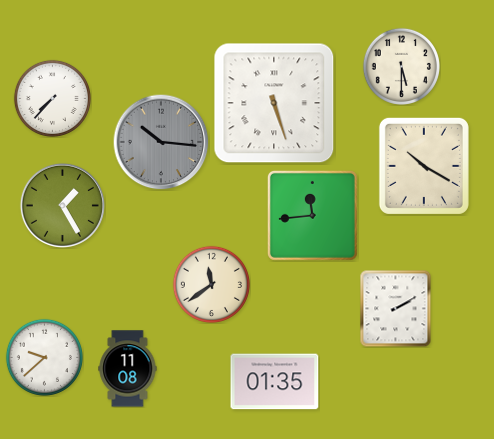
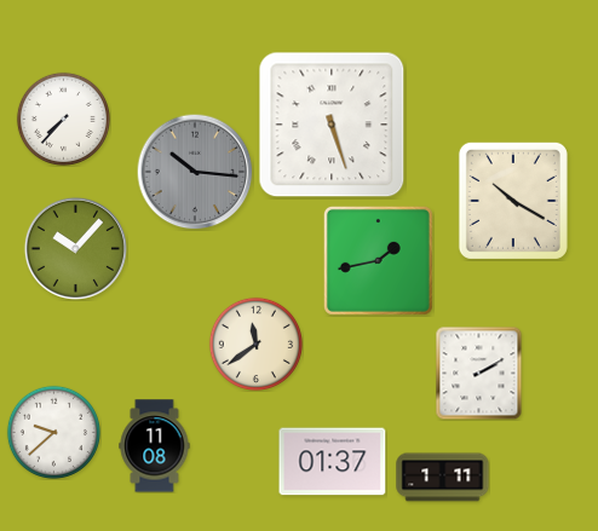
clock at (401, 66): 5:30 -> none
clock at (62, 205): 1:25 -> 10:07
clock at (312, 215): 11:44 -> 1:43
clock at (275, 382): 01:35 -> 01:37
clock at (443, 478): none -> 1:11
